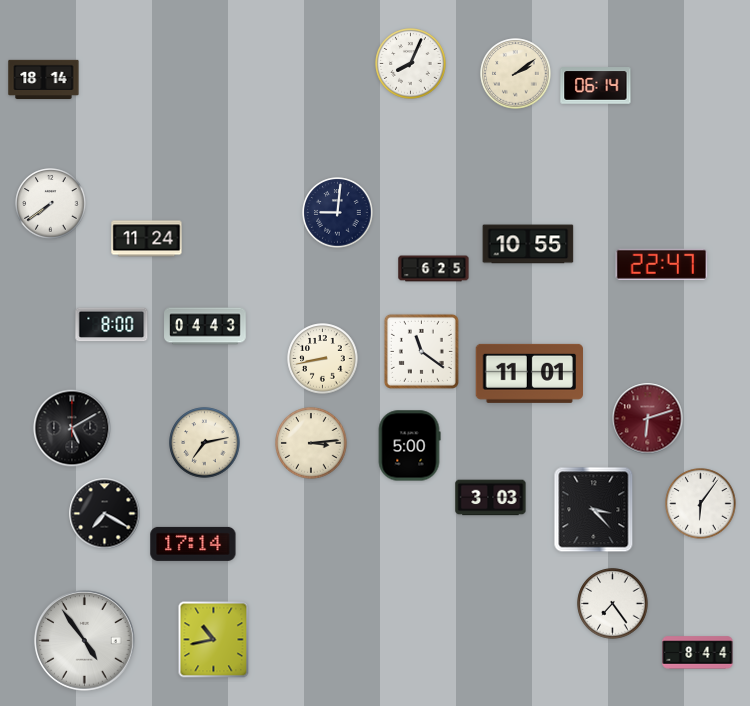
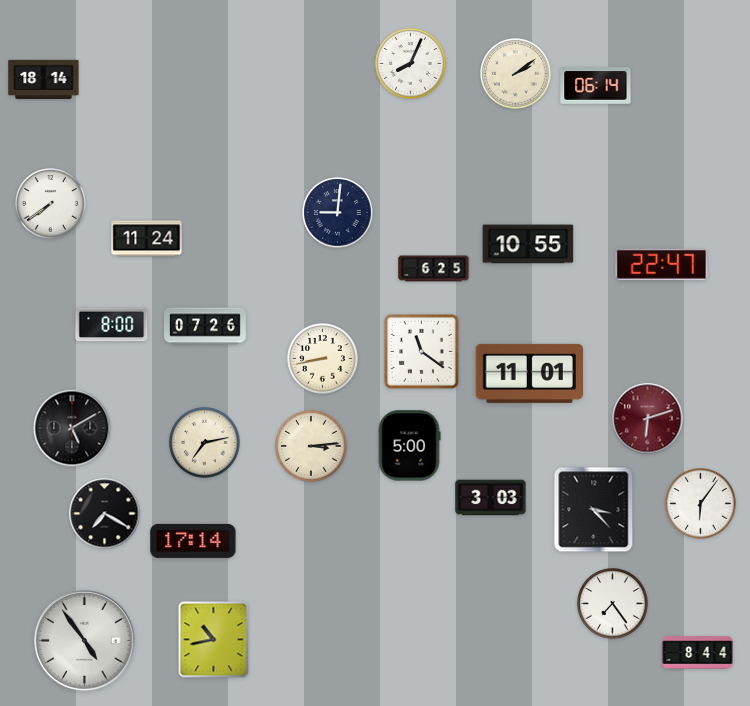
clock at (205, 326): 04:43 -> 07:26
clock at (311, 443) position: (311, 443) -> (311, 446)
clock at (193, 544) position: (193, 544) -> (193, 541)
